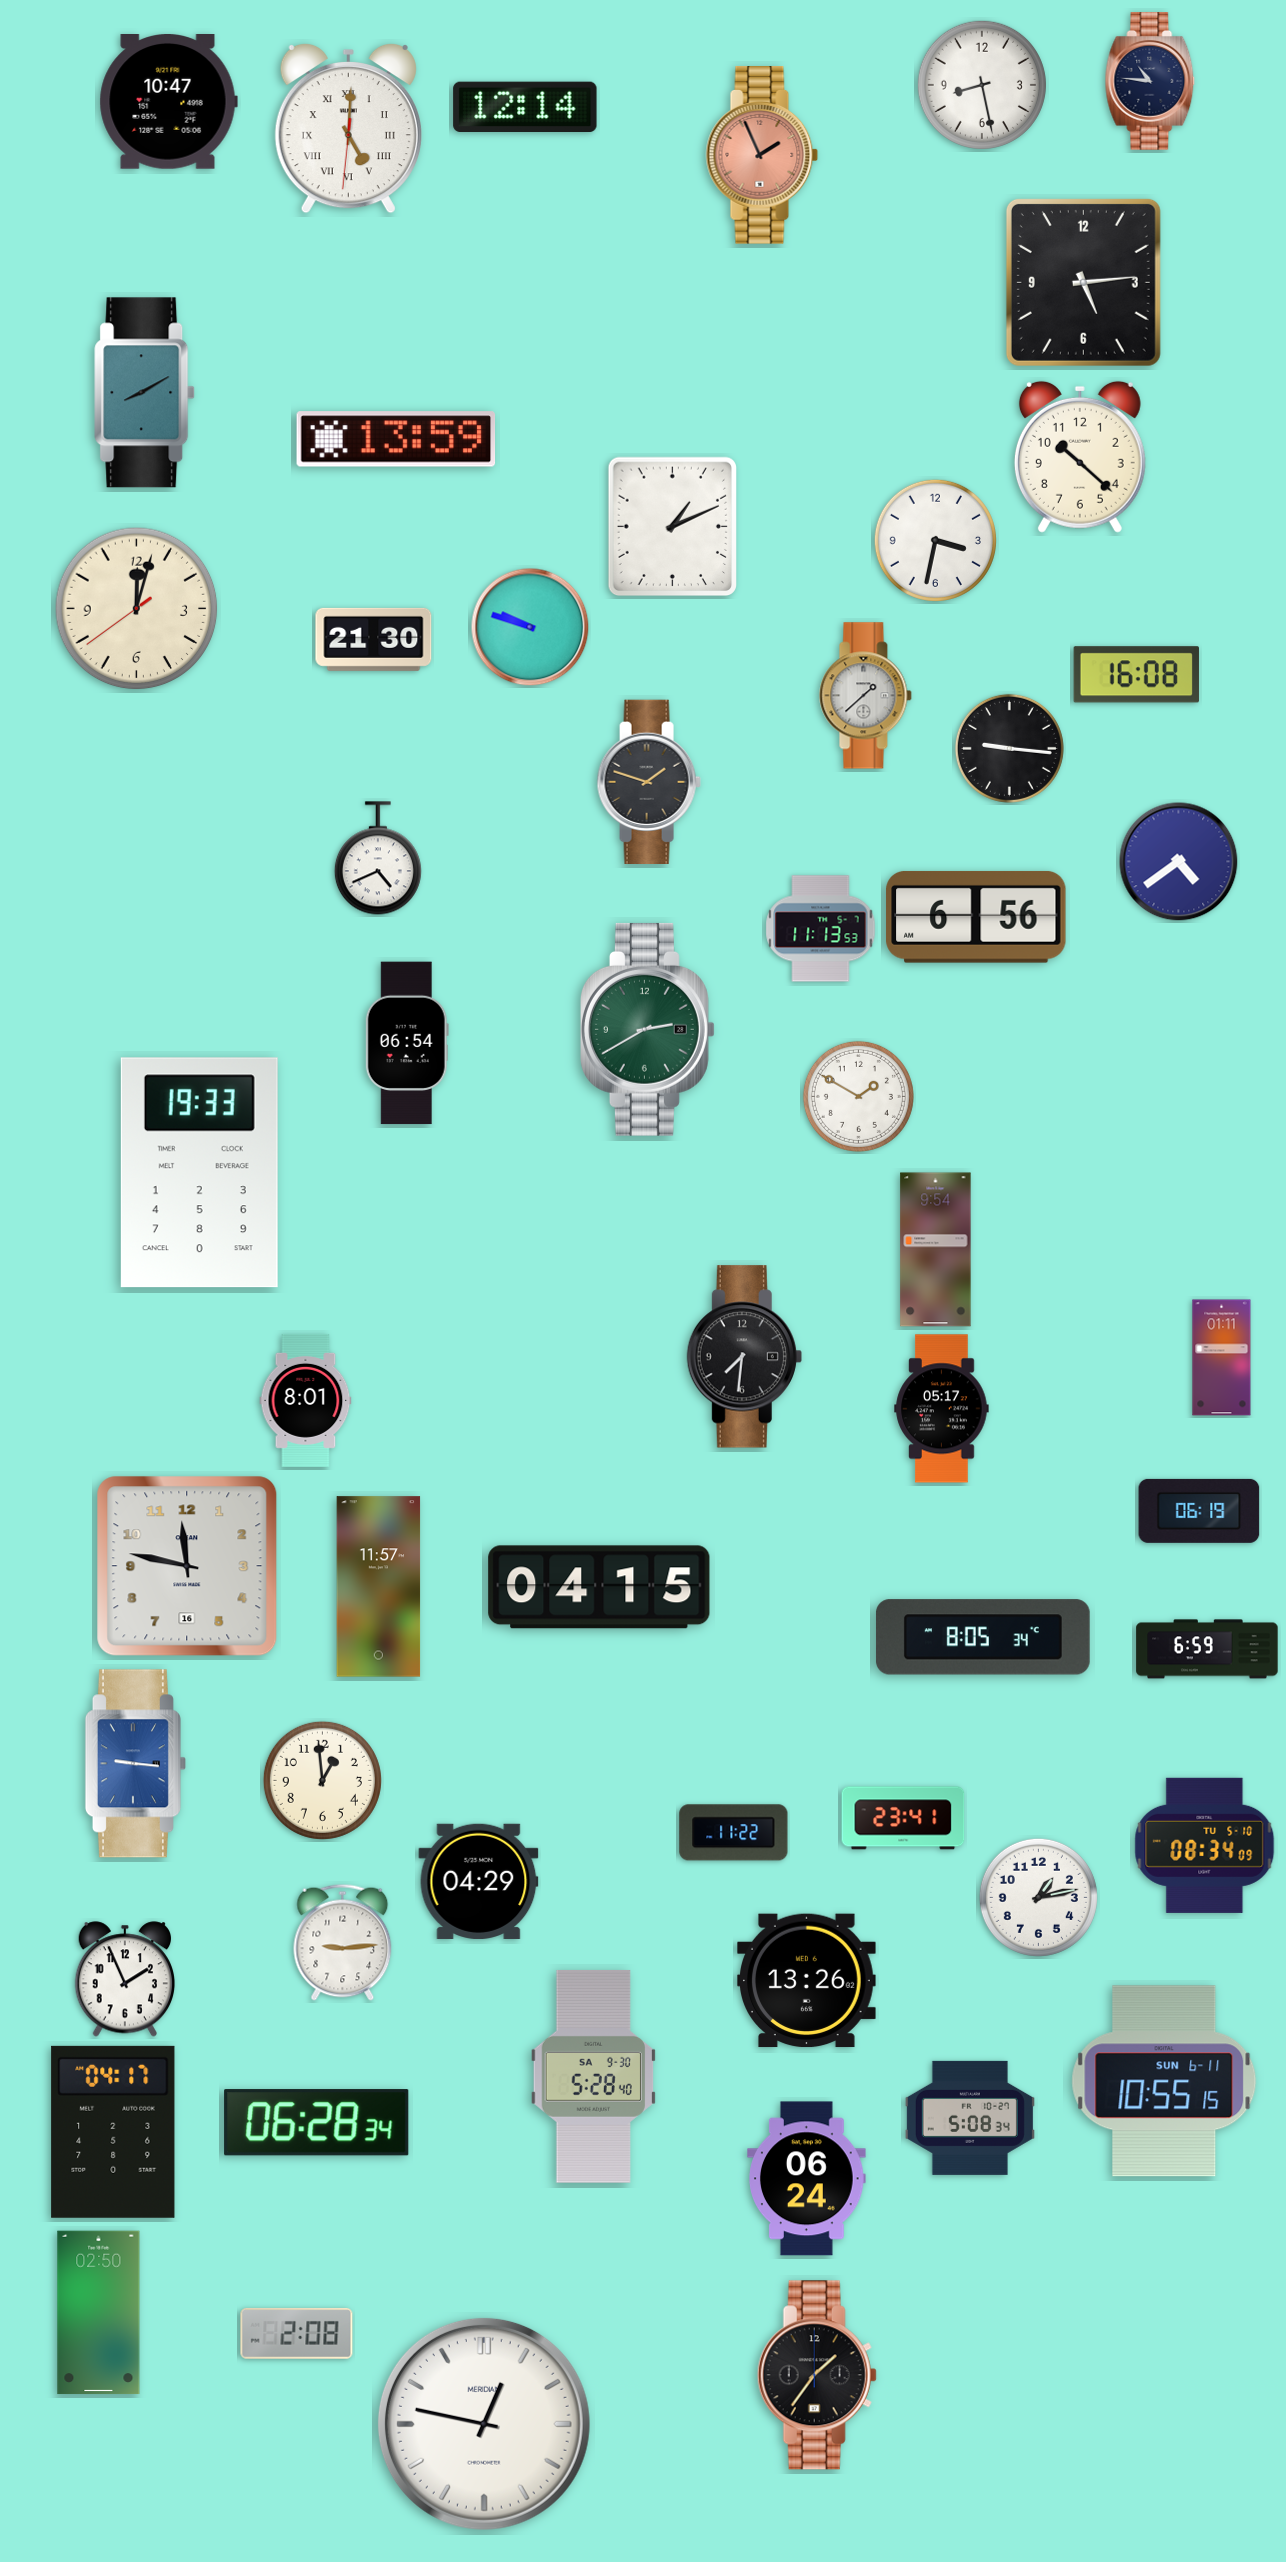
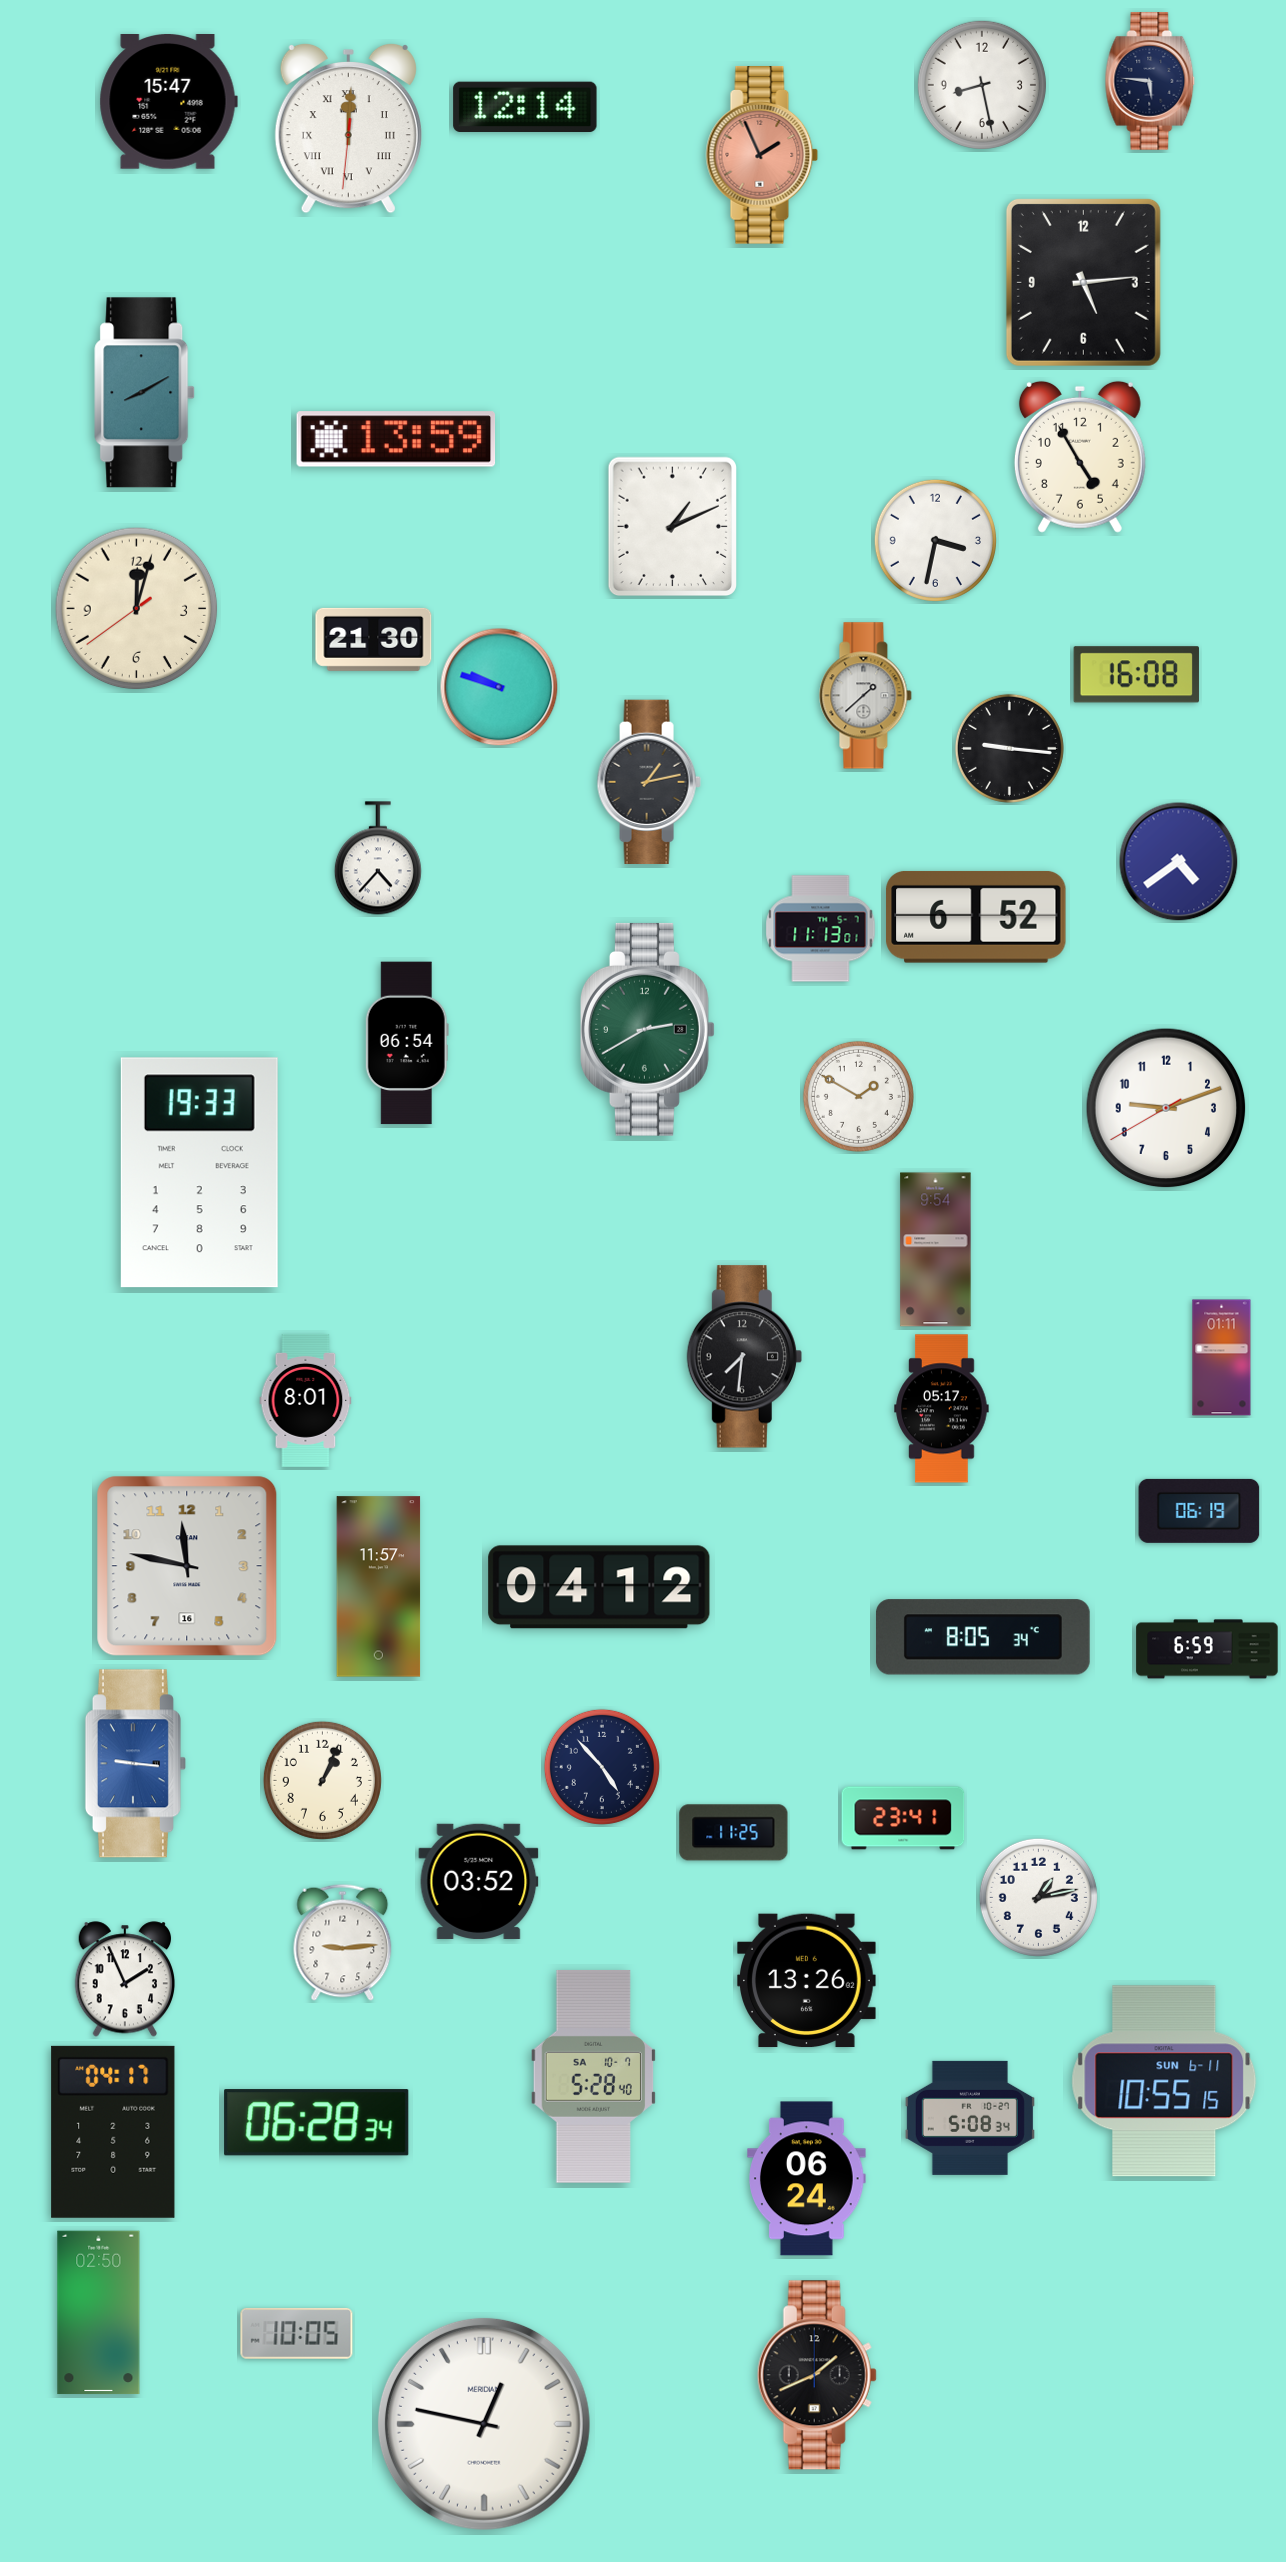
clock at (1150, 82): 10:46 -> 5:46
clock at (168, 102): 10:47 -> 15:47
clock at (348, 128): 5:00 -> 12:00
clock at (1080, 457): 10:22 -> 4:55
clock at (530, 627) position: (530, 627) -> (499, 687)
clock at (649, 781): 1:48 -> 1:13
clock at (378, 858): 4:41 -> 4:37
clock at (976, 917): 6:56 -> 6:52
clock at (821, 929): 11:13:53 -> 11:13:01
clock at (1166, 1108): none -> 9:11
clock at (599, 1587): 04:15 -> 04:12
clock at (602, 1767): none -> 4:53
clock at (322, 1780): 12:59 -> 1:04
clock at (734, 1833): 11:22 -> 11:25
clock at (1205, 1845): 08:34 -> none
clock at (479, 1881): 04:29 -> 03:52
clock at (593, 2076) date: SA 9-30 -> SA 10-7
clock at (297, 2333): 2:08 -> 10:05
clock at (817, 2375): 1:36 -> 1:41
